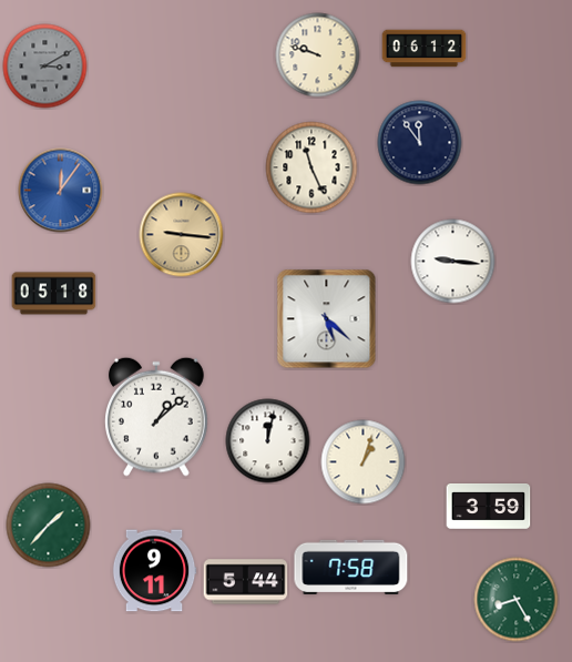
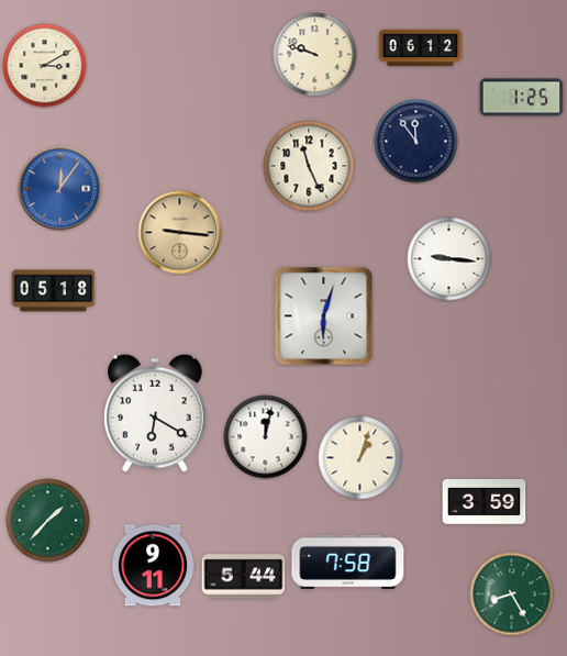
clock at (45, 67) dial: grey -> cream
clock at (522, 98): none -> 1:25
clock at (327, 319): 5:22 -> 6:03
clock at (157, 417): 1:08 -> 6:20
